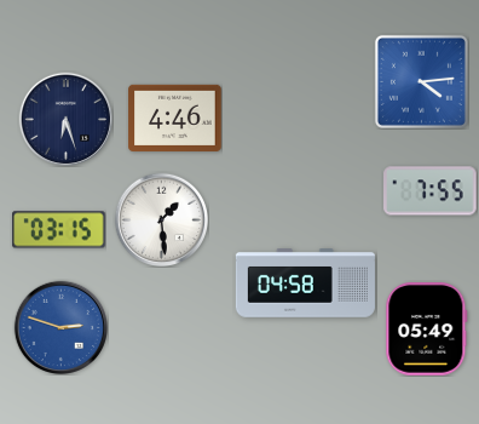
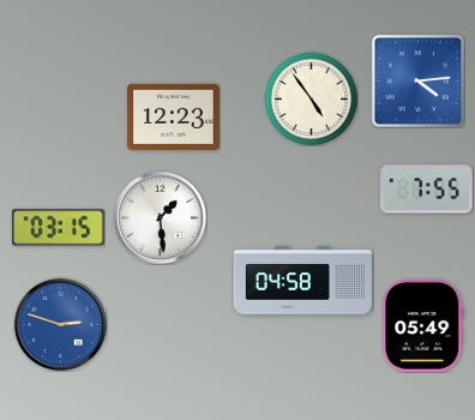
clock at (311, 98): none -> 4:54
clock at (175, 118): 4:46 -> 12:23
clock at (65, 119): 6:27 -> none
